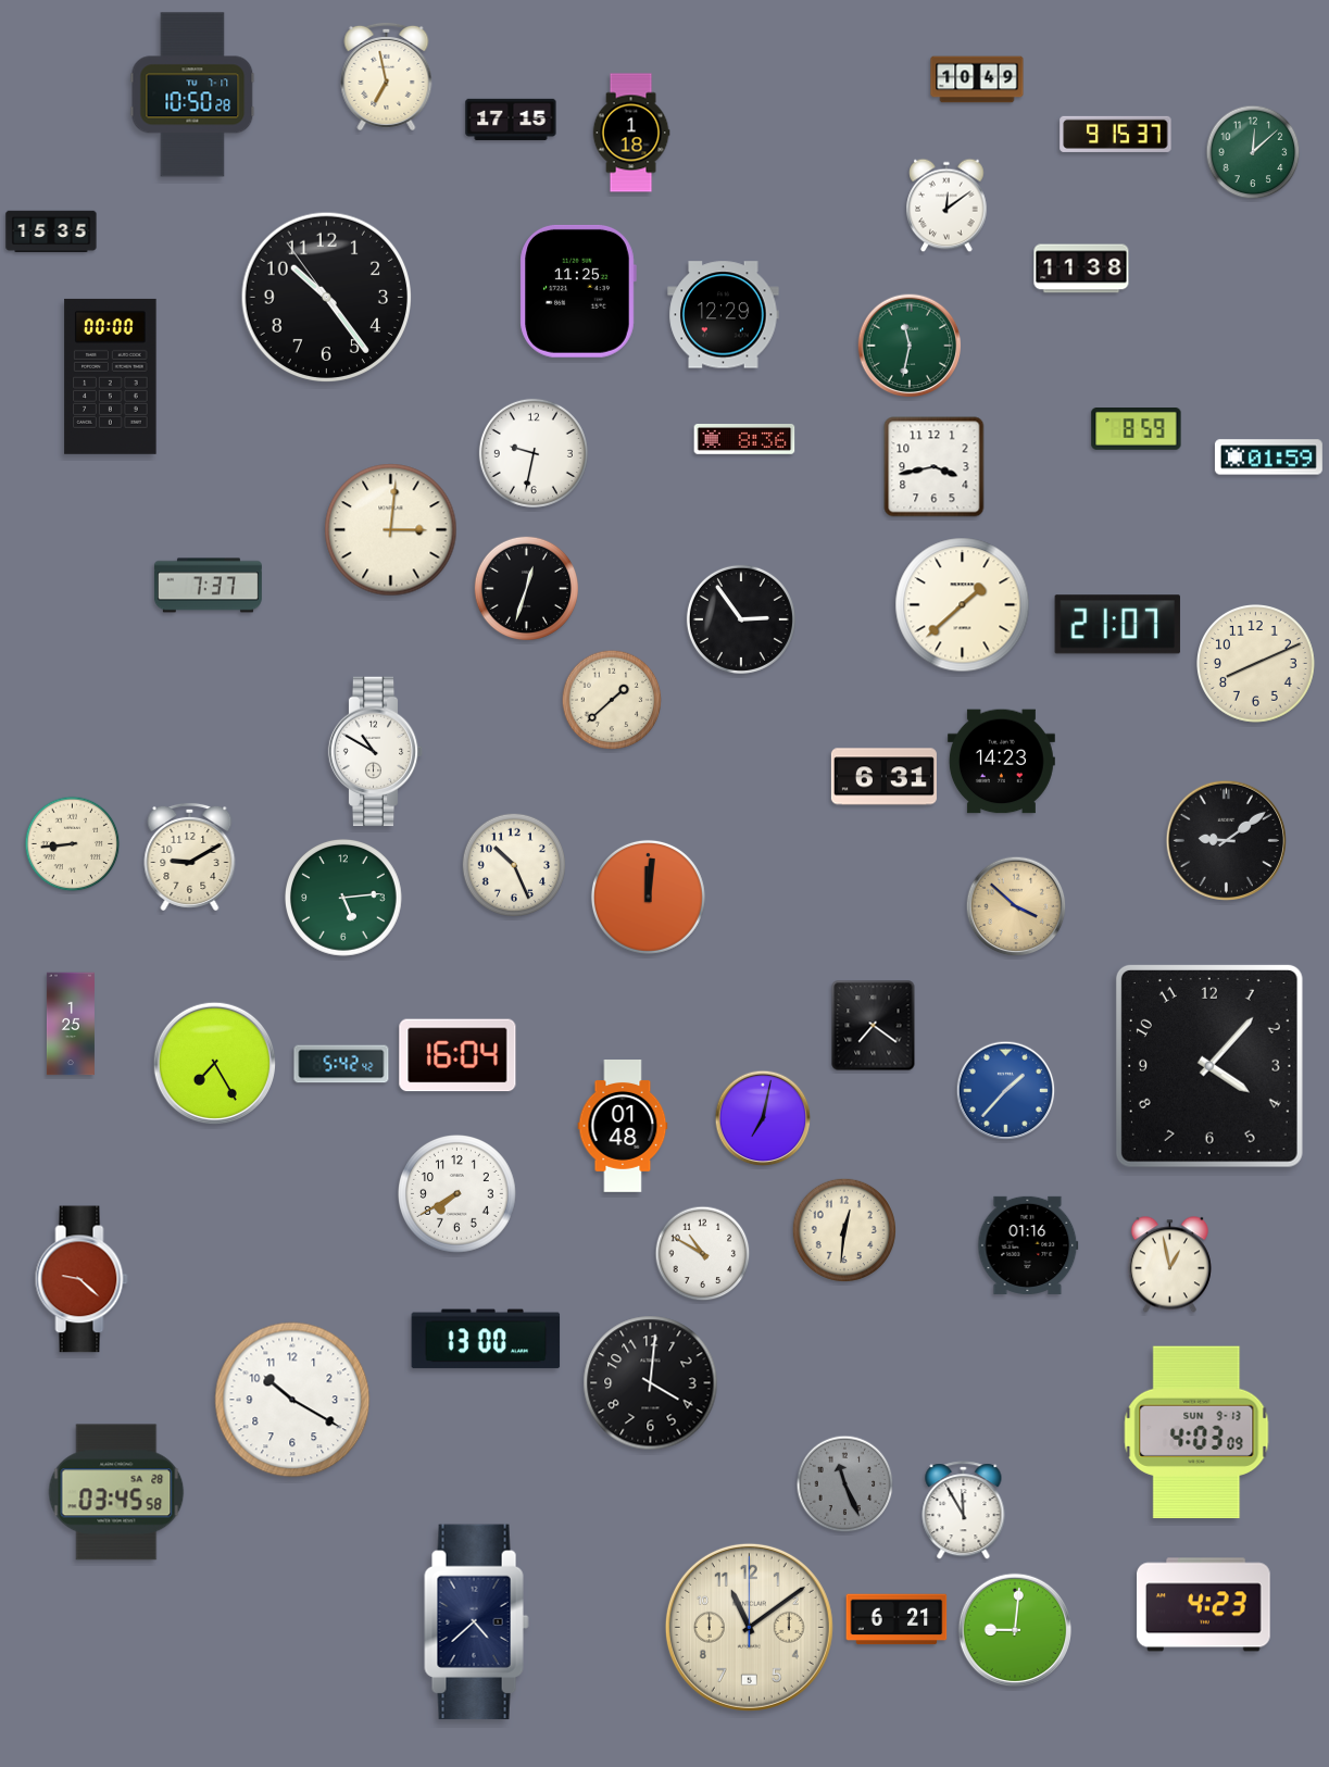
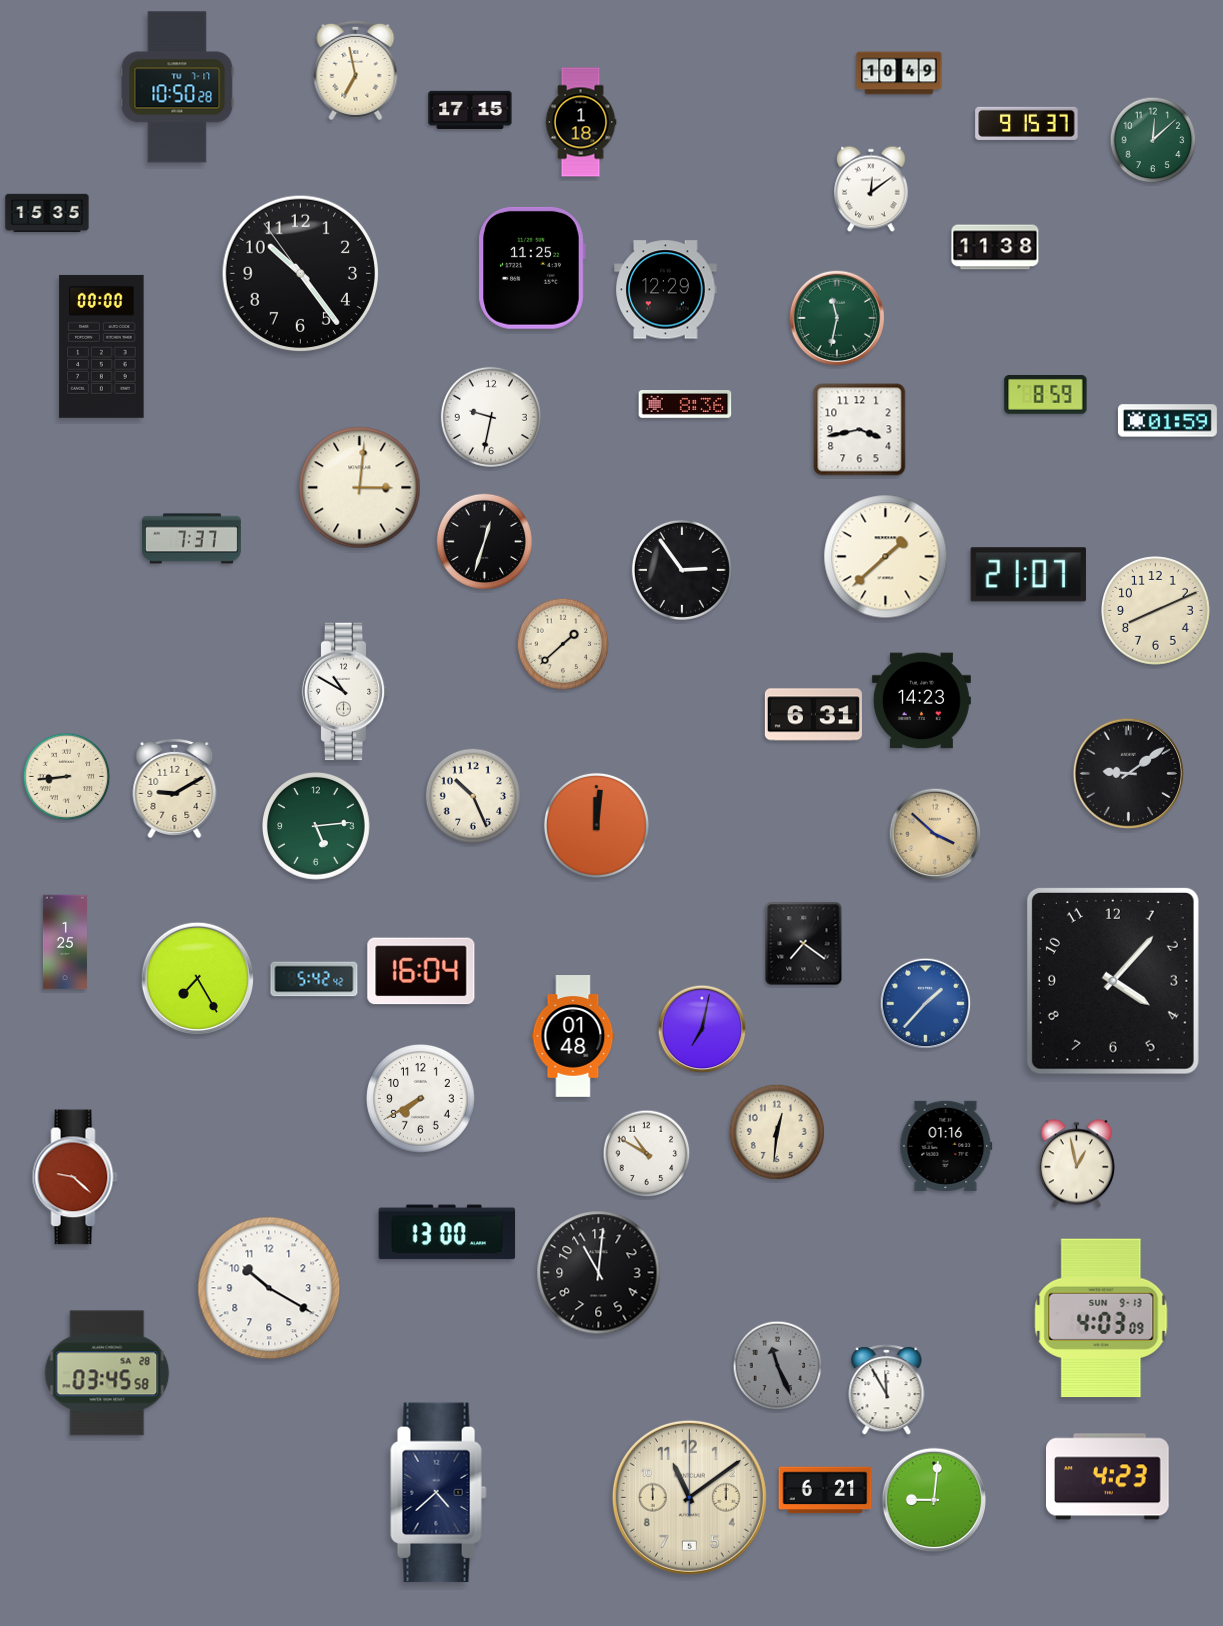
clock at (651, 1383): 4:01 -> 11:01
